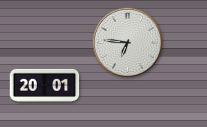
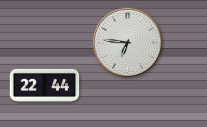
clock at (45, 85): 20:01 -> 22:44
